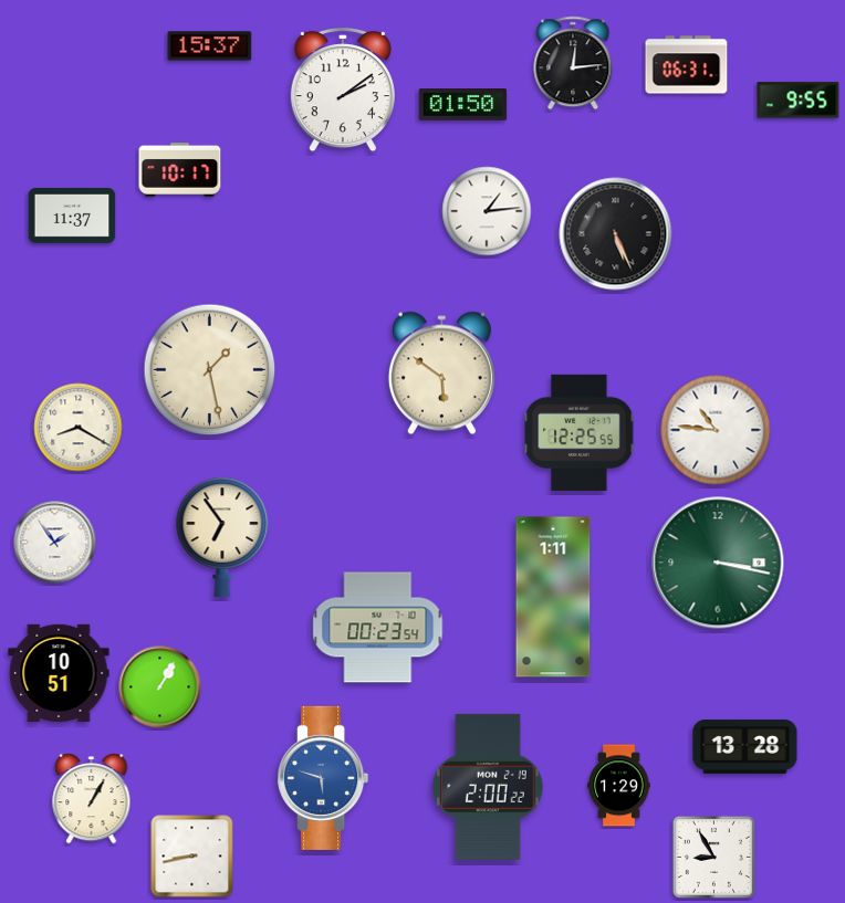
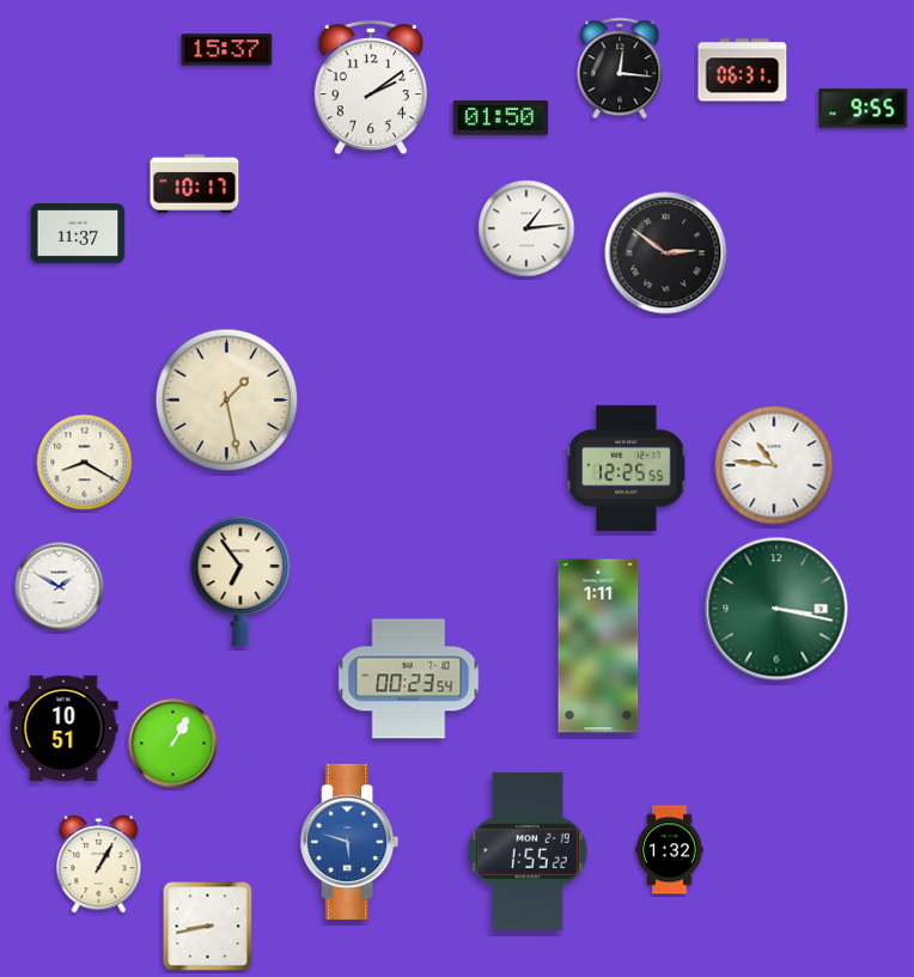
clock at (573, 63): 12:14 -> 12:16
clock at (343, 91) position: (343, 91) -> (371, 88)
clock at (463, 105) position: (463, 105) -> (501, 118)
clock at (616, 234): 5:26 -> 2:51
clock at (441, 374): 5:51 -> none
clock at (55, 543): 1:54 -> 1:50
clock at (745, 746): 13:28 -> none
clock at (619, 786): 1:29 -> 1:32
clock at (488, 787): 2:00 -> 1:55
clock at (713, 857): 8:55 -> none
